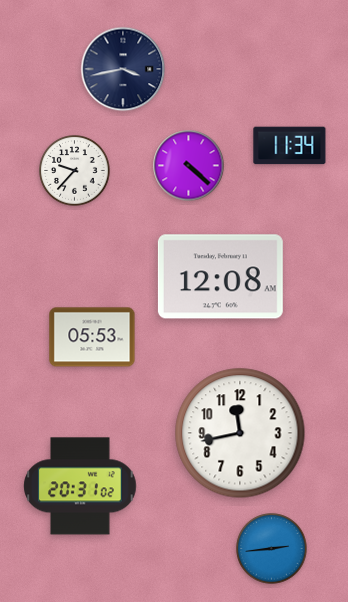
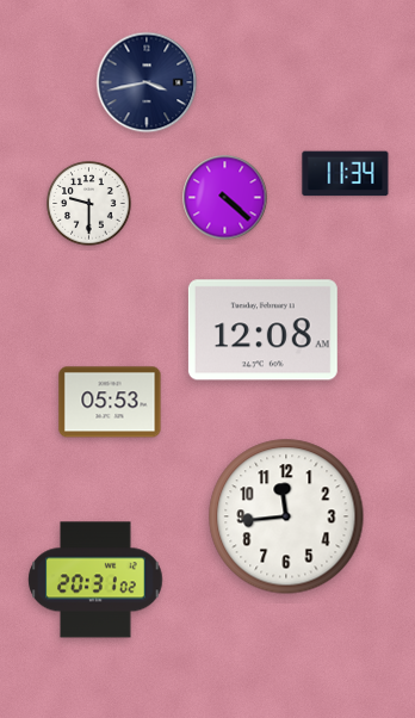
clock at (75, 171): 9:37 -> 9:30
clock at (240, 433): 11:43 -> 11:44
clock at (272, 549): 2:44 -> none
